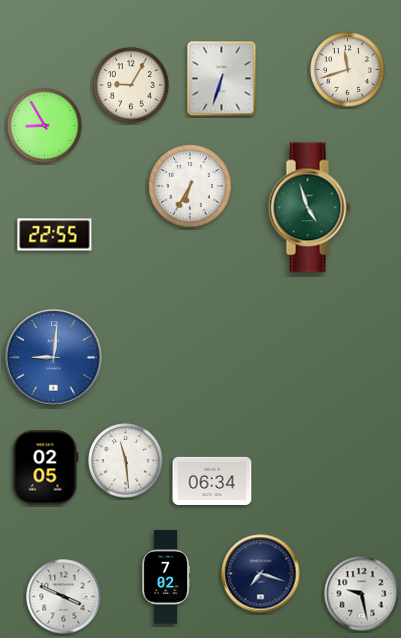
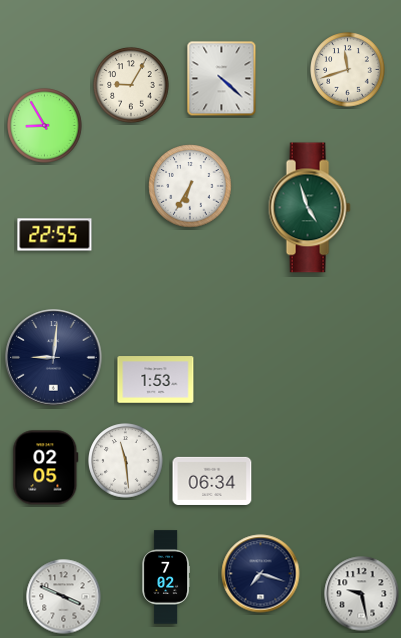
clock at (222, 79): 6:33 -> 4:22
clock at (54, 358) dial: blue -> navy
clock at (156, 380): none -> 1:53
